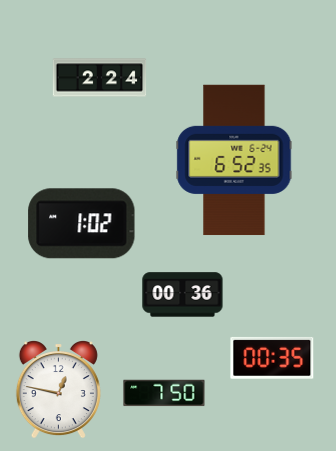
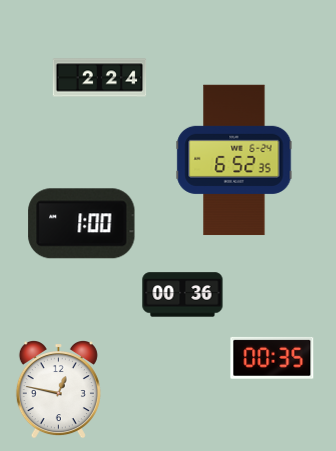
clock at (82, 224): 1:02 -> 1:00
clock at (164, 393): 7:50 -> none
